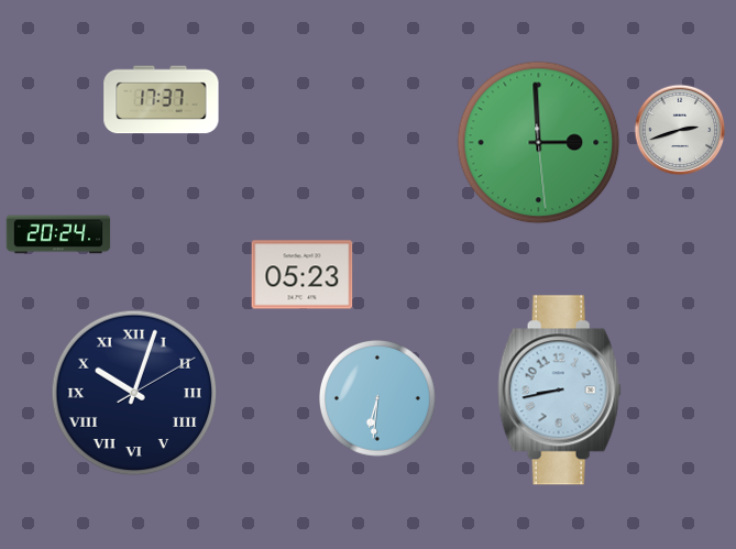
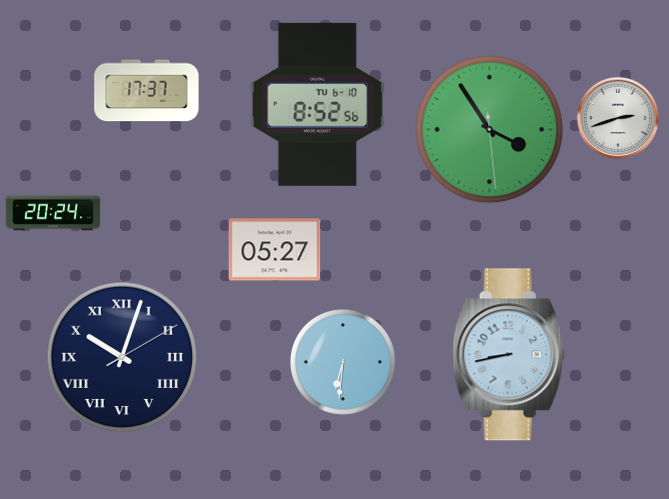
clock at (317, 104): none -> 8:52
clock at (539, 143): 2:59 -> 3:54
clock at (303, 275): 05:23 -> 05:27
